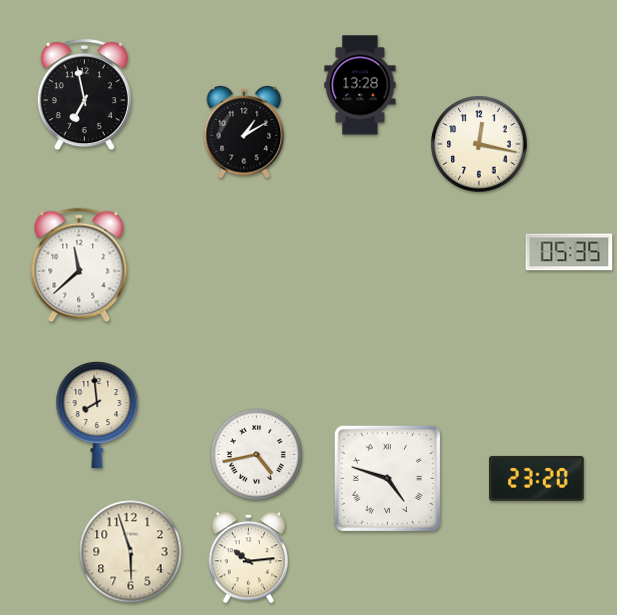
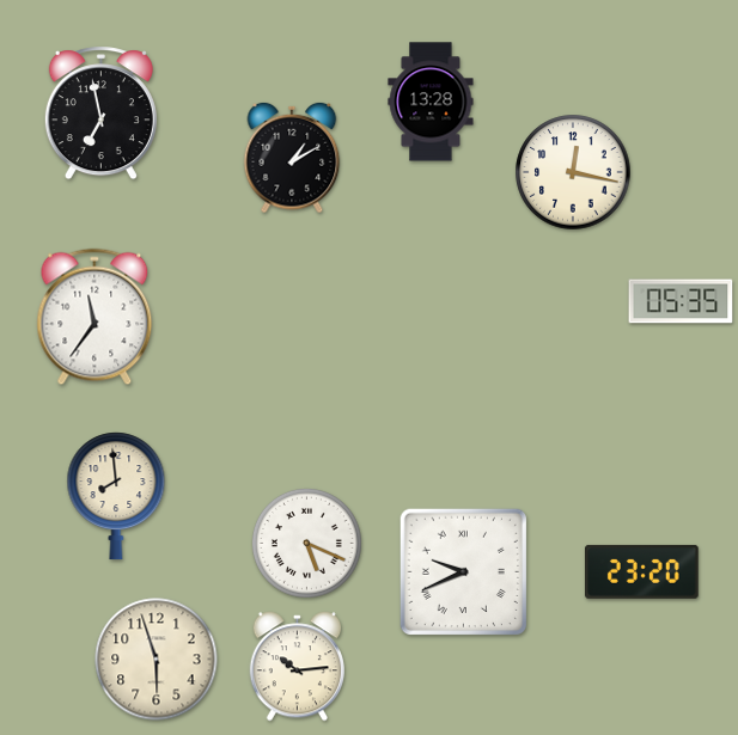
clock at (79, 265): 11:38 -> 11:36
clock at (257, 455): 4:43 -> 5:19
clock at (387, 478): 4:48 -> 9:41
